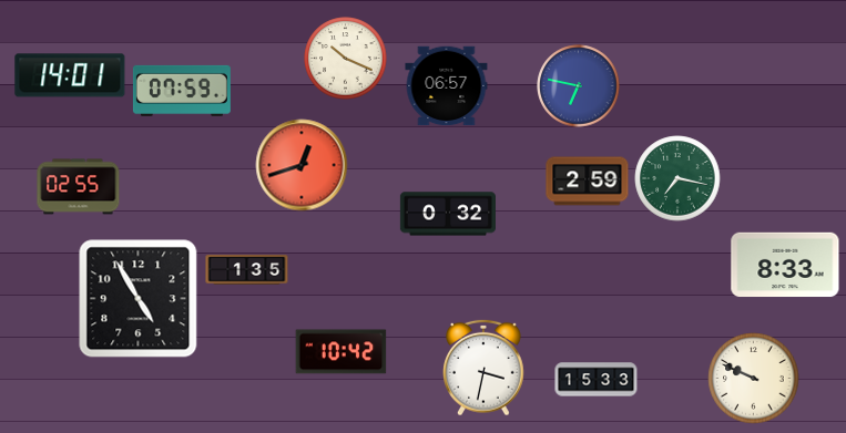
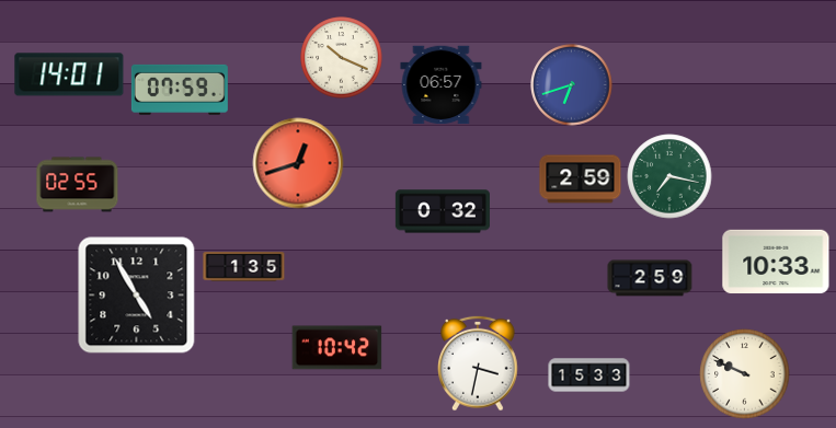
clock at (579, 86): 6:47 -> 6:42
clock at (785, 265): 8:33 -> 10:33
clock at (650, 278): none -> 2:59
